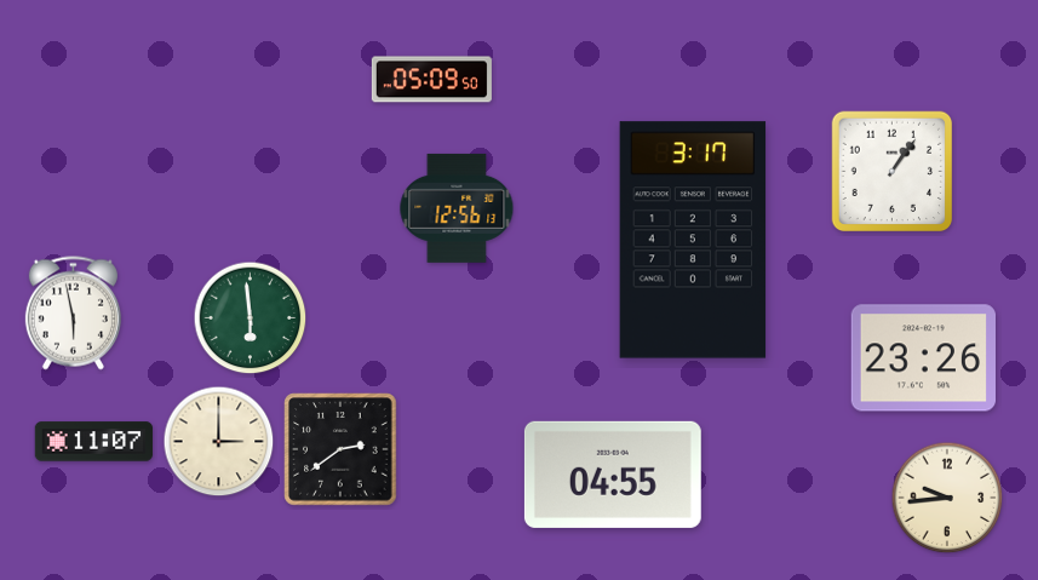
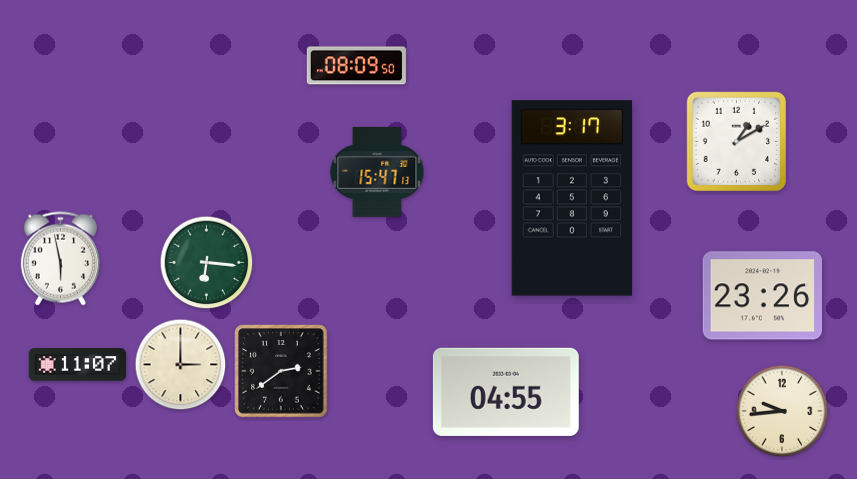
clock at (431, 80): 05:09 -> 08:09
clock at (893, 172): 1:06 -> 1:10
clock at (457, 208): 12:56 -> 15:47
clock at (251, 318): 5:59 -> 6:16
